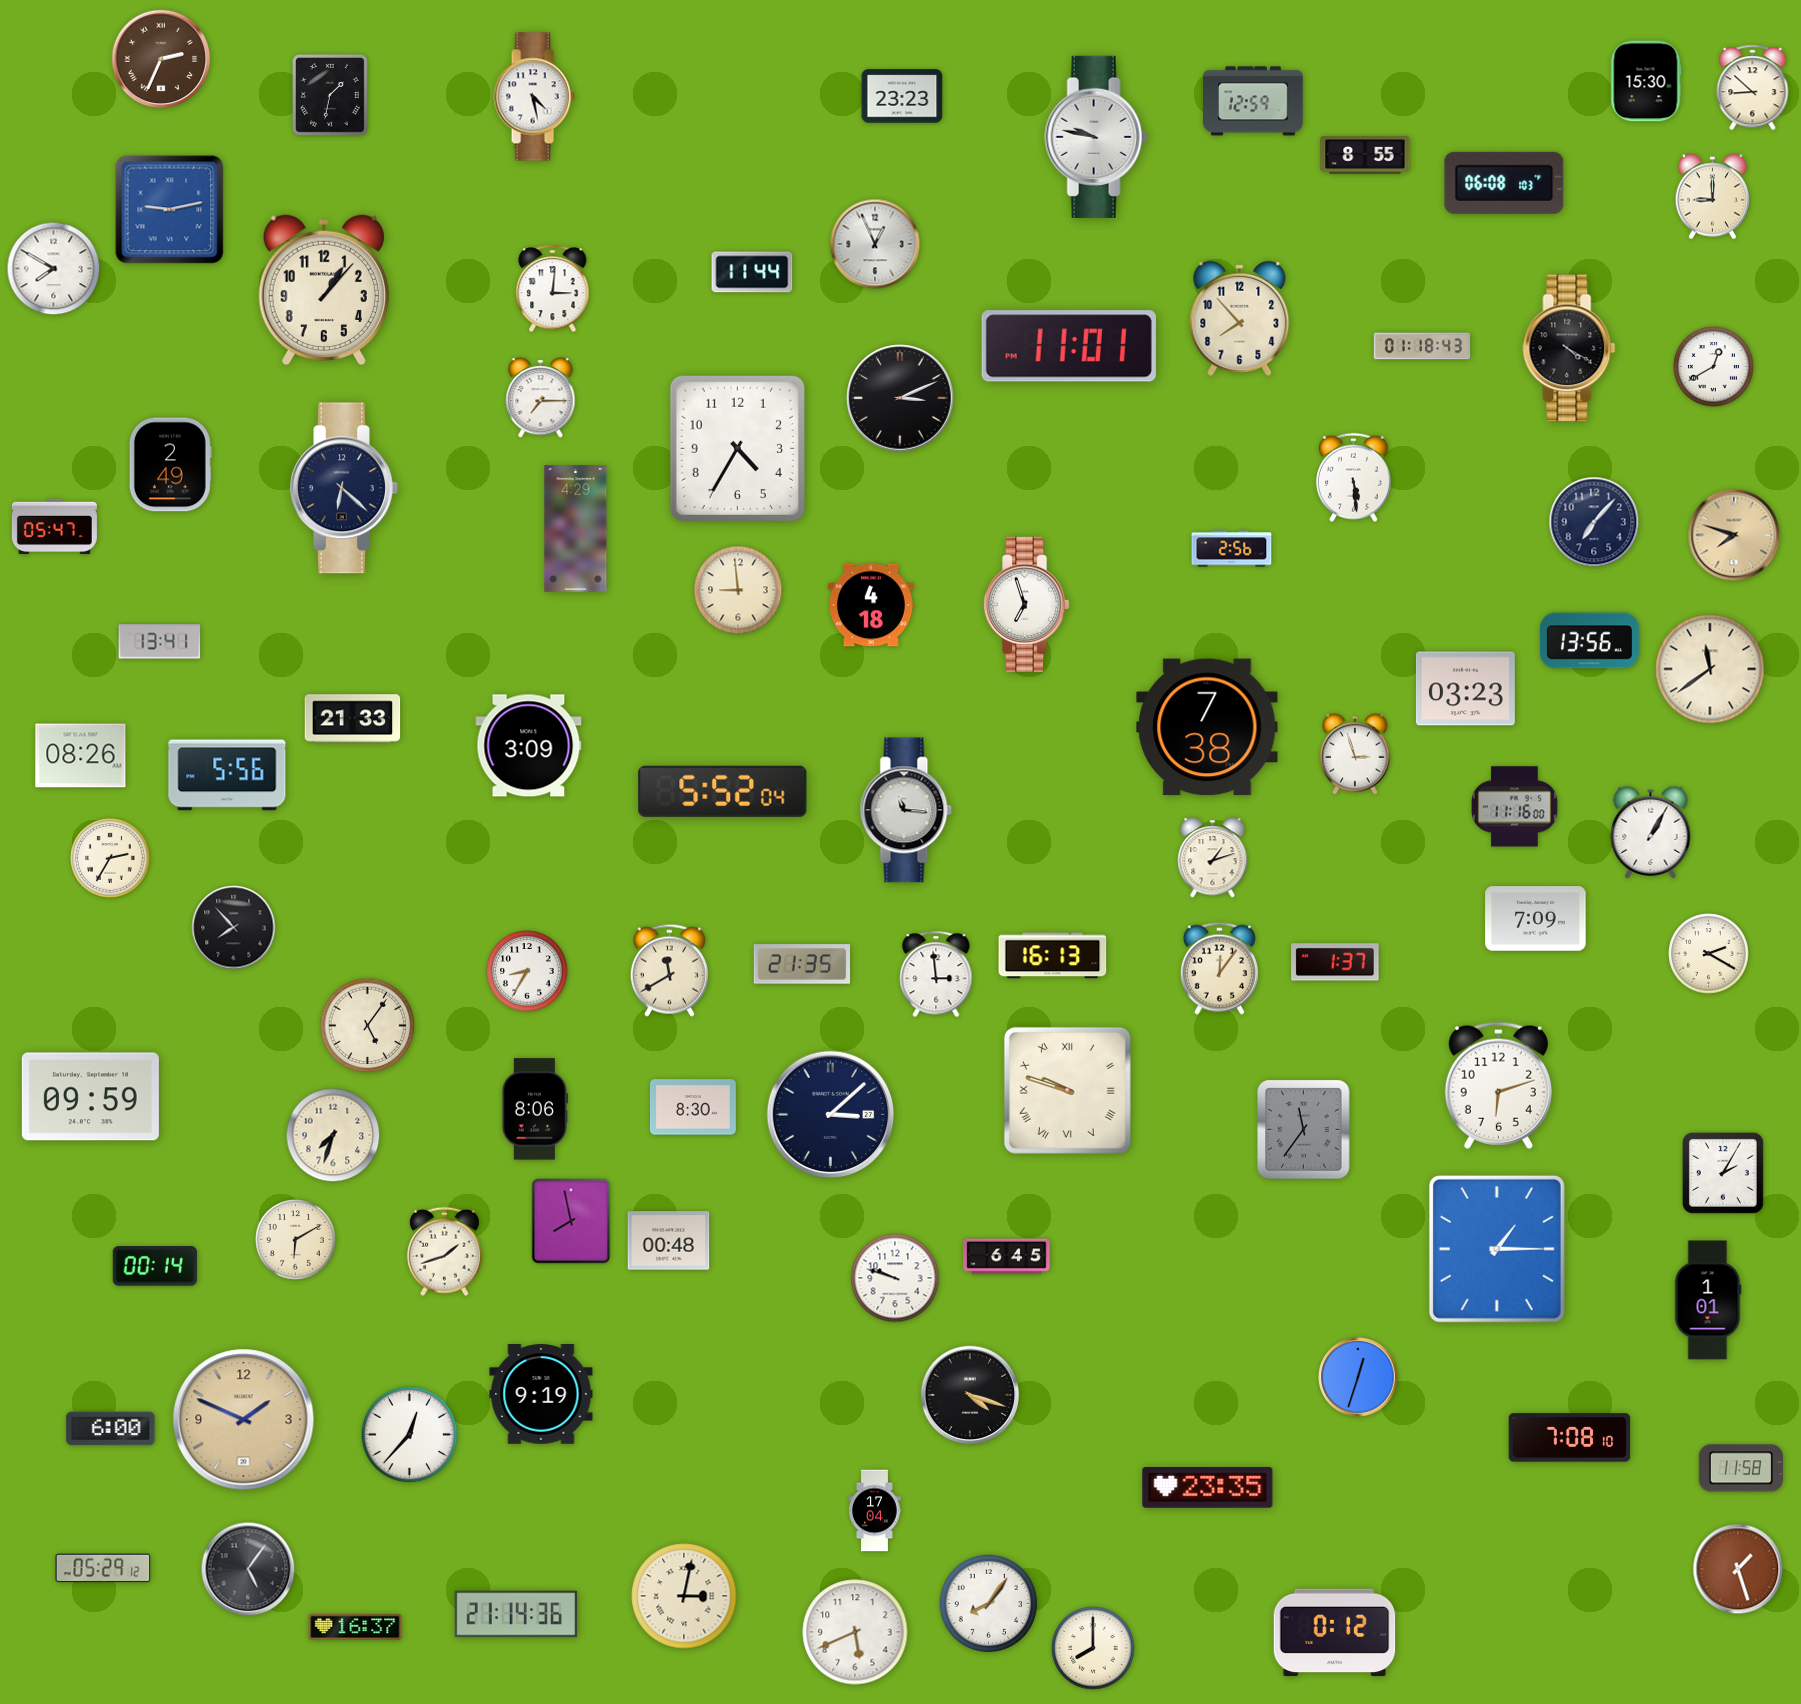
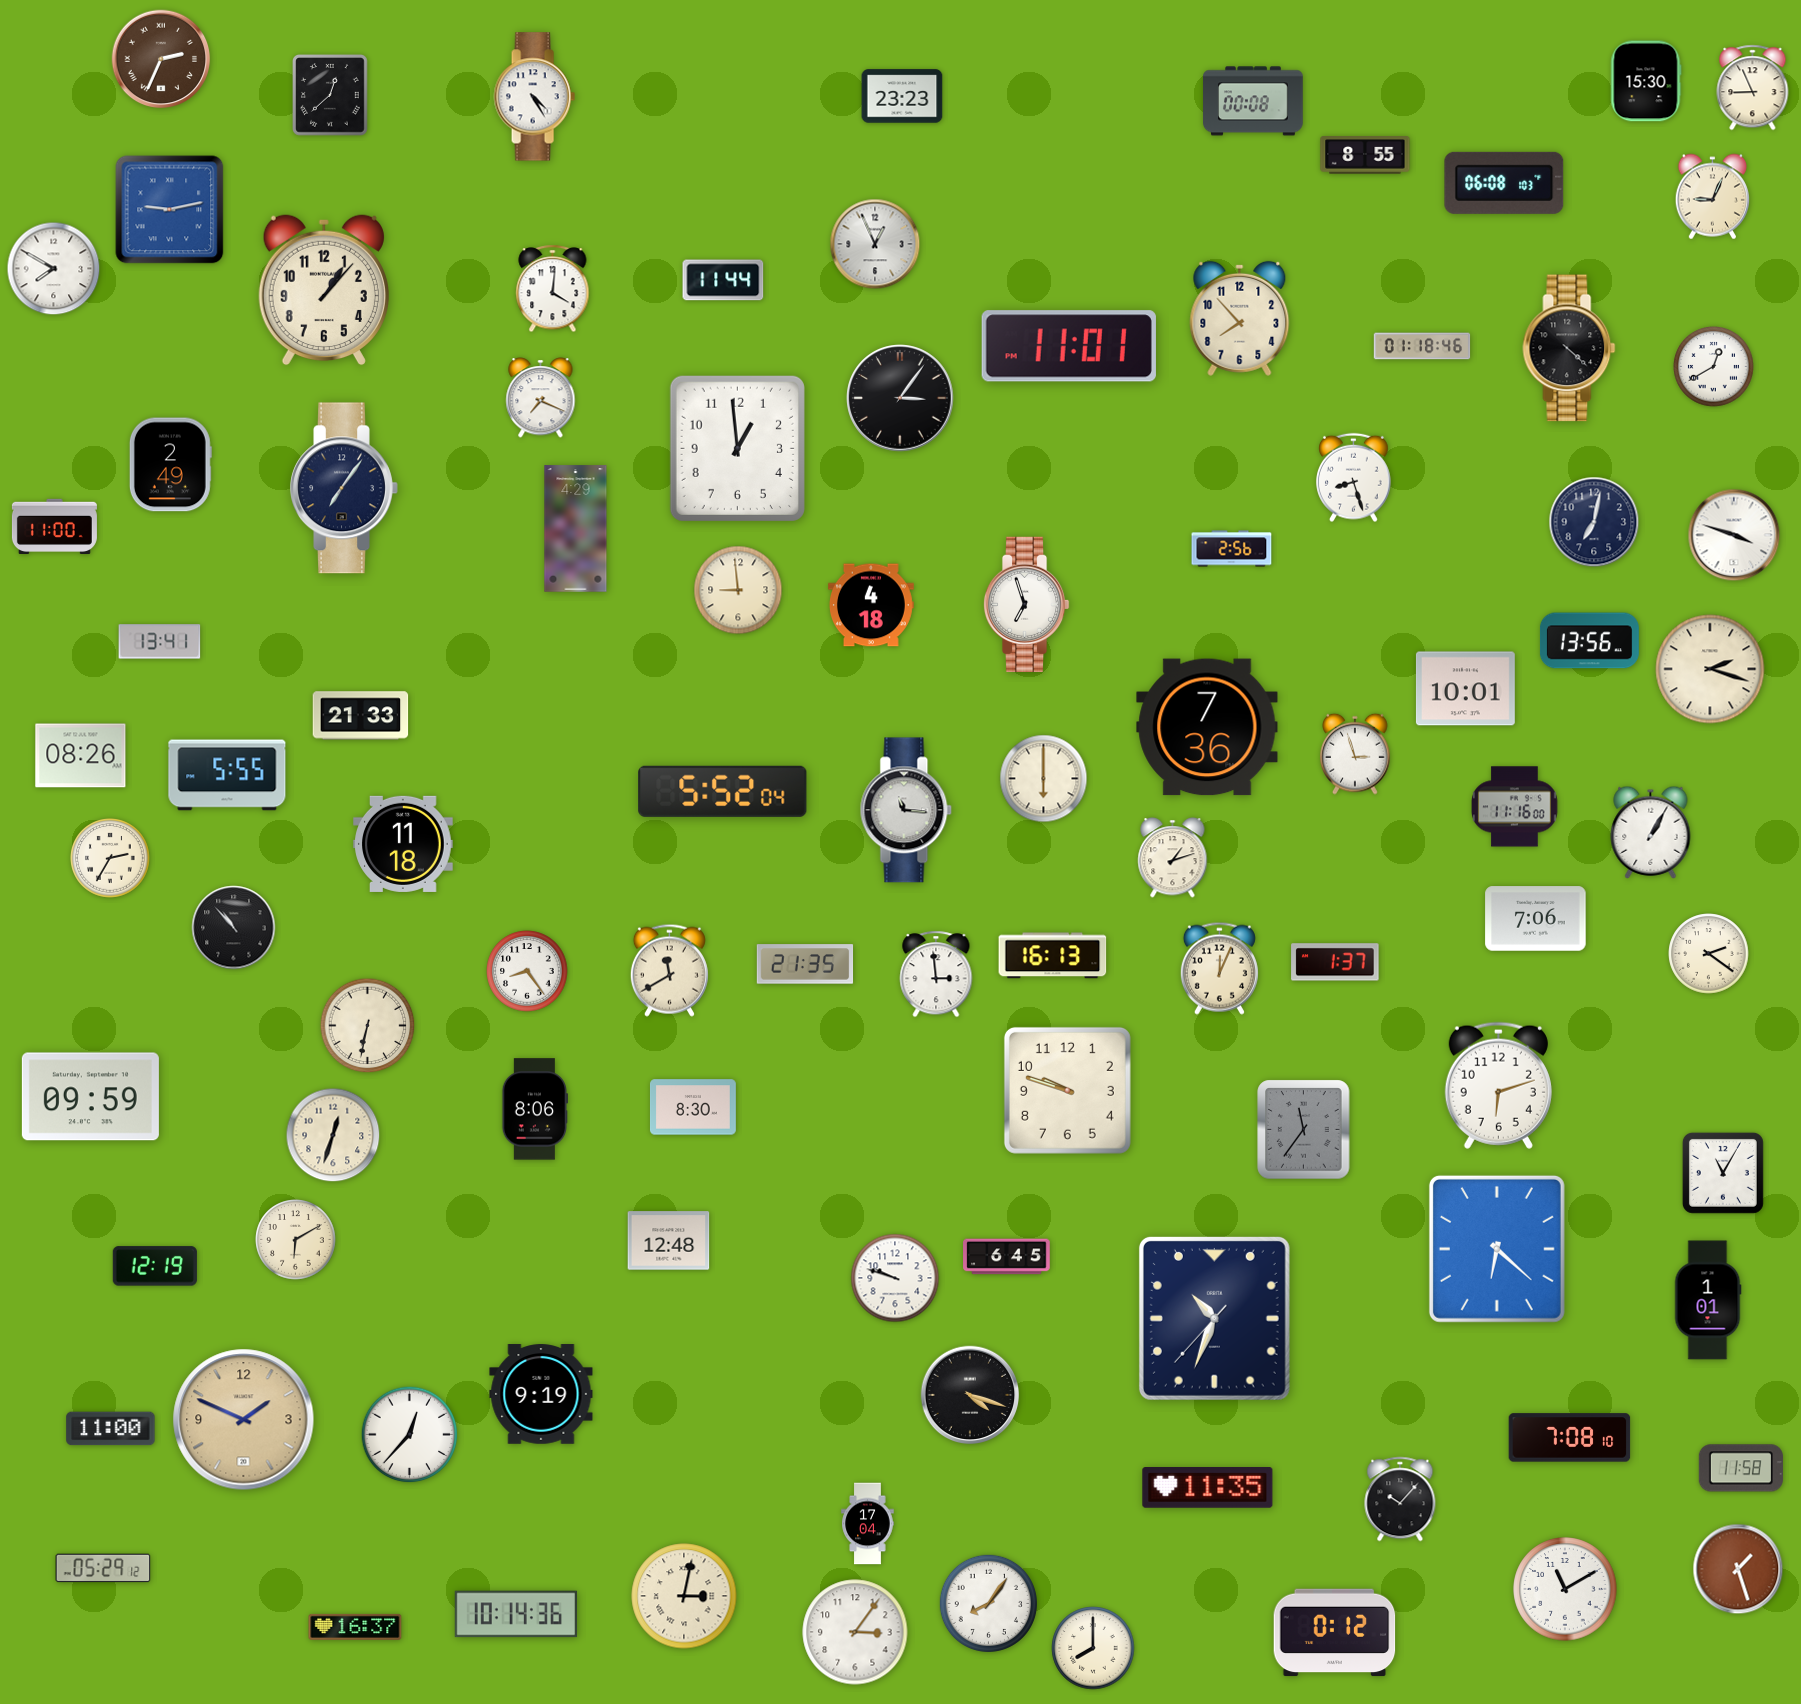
clock at (1753, 88): 8:52 -> 8:56
clock at (331, 96): 1:32 -> 12:38
clock at (534, 97): 4:28 -> 4:25
clock at (1253, 101): 12:59 -> 00:08
clock at (1096, 137): 9:47 -> none
clock at (1712, 197): 9:00 -> 9:04
clock at (752, 272) position: (752, 272) -> (723, 280)
clock at (553, 289): 3:01 -> 4:01
clock at (1422, 346): 01:18:43 -> 01:18:46
clock at (1569, 348): 4:20 -> 4:22
clock at (541, 398): 7:15 -> 7:19
clock at (900, 398): 3:11 -> 3:06
clock at (737, 448): 4:35 -> 12:59
clock at (1354, 478): 5:29 -> 8:27
clock at (344, 488): 6:22 -> 7:06
clock at (1594, 522): 7:07 -> 7:02
clock at (54, 526): 05:47 -> 11:00
clock at (1734, 535): 7:48 -> 3:48
clock at (1734, 535) dial: champagne -> white
clock at (1710, 669): 11:39 -> 2:18
clock at (1465, 689): 03:23 -> 10:01
clock at (353, 719) position: (353, 719) -> (361, 716)
clock at (1207, 727): 7:38 -> 7:36
clock at (529, 746): 3:09 -> none
clock at (227, 775): 5:56 -> 5:55
clock at (1044, 779): none -> 6:00
clock at (403, 844): none -> 11:18
clock at (1213, 858) position: (1213, 858) -> (1173, 858)
clock at (1536, 919): 7:09 -> 7:06
clock at (234, 928): 7:53 -> 10:53
clock at (1709, 954): 2:20 -> 2:21
clock at (802, 964) position: (802, 964) -> (805, 964)
clock at (1219, 968): 12:06 -> 12:04
clock at (527, 971): 8:35 -> 8:24
clock at (368, 1026): 5:06 -> 6:32
clock at (1067, 1090) numerals: Roman -> Arabic
clock at (831, 1115): 3:08 -> none
clock at (333, 1135): 7:33 -> 12:33
clock at (1723, 1173): 2:05 -> 11:05
clock at (571, 1221): 7:58 -> none
clock at (669, 1241): 00:48 -> 12:48
clock at (1497, 1249): 1:15 -> 6:22
clock at (445, 1252): 1:42 -> none
clock at (155, 1266): 00:14 -> 12:19
clock at (1214, 1318): none -> 10:33
clock at (1358, 1377): 12:33 -> none
clock at (111, 1429): 6:00 -> 11:00
clock at (1208, 1488): 23:35 -> 11:35
clock at (1400, 1499): none -> 10:07
clock at (875, 1511) position: (875, 1511) -> (868, 1524)
clock at (248, 1569): 5:06 -> none
clock at (1565, 1589): none -> 11:10
clock at (516, 1614): 21:14 -> 10:14
clock at (855, 1632): 5:41 -> 3:06
